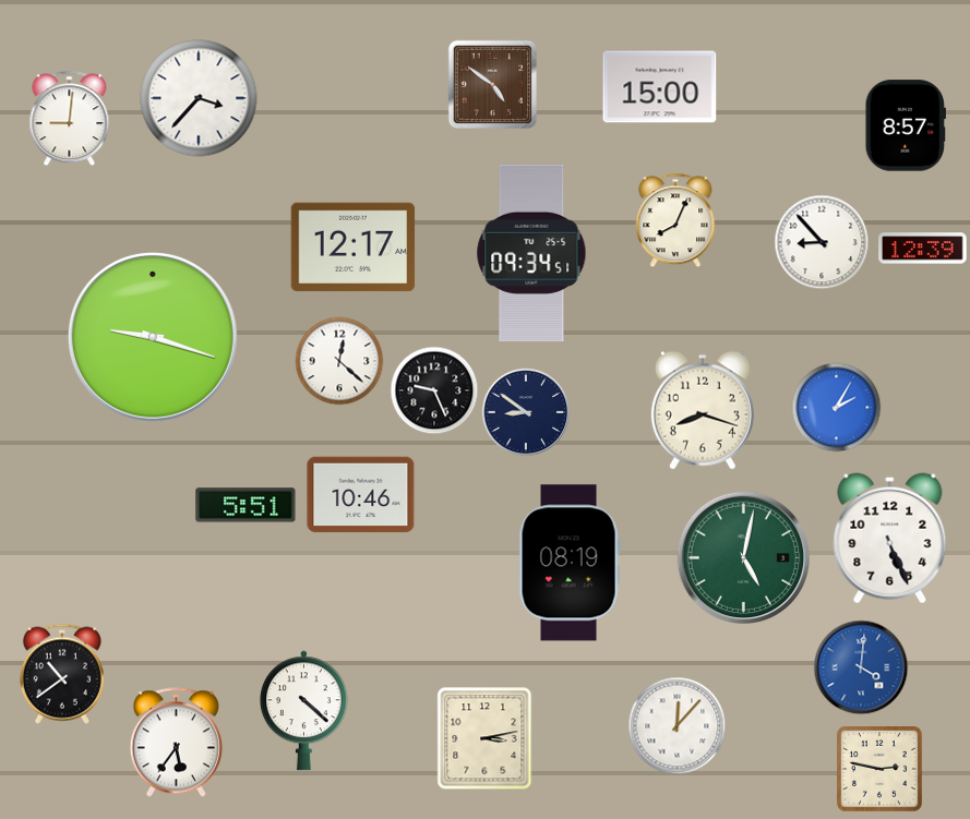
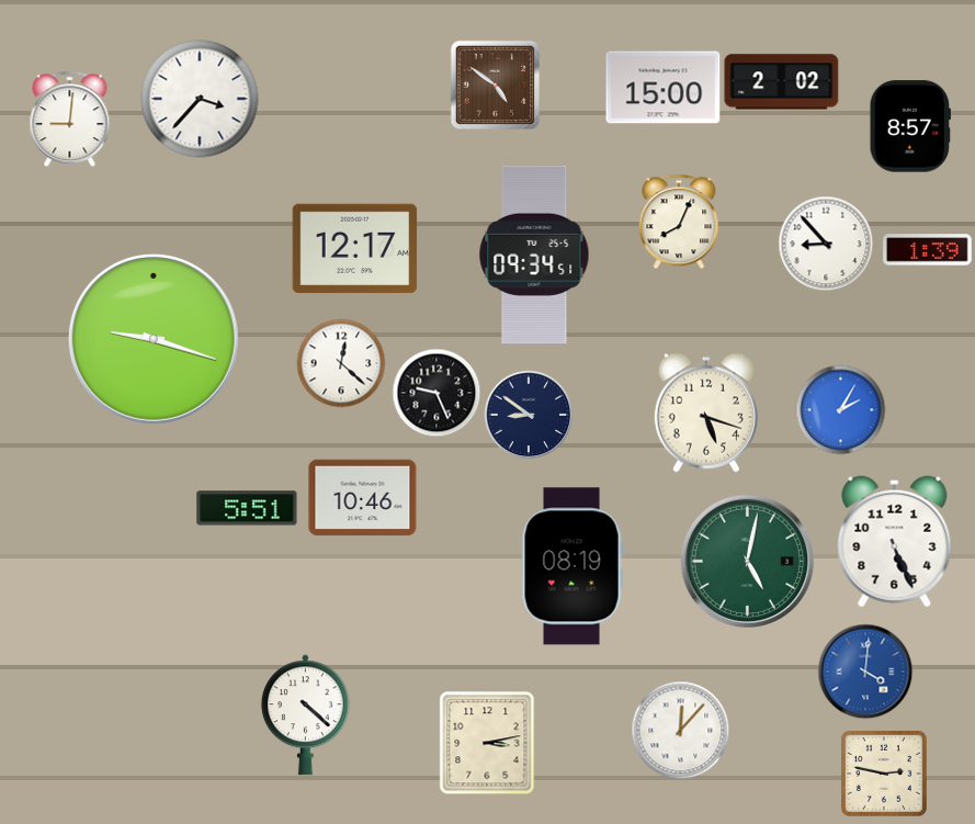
clock at (782, 82): none -> 2:02
clock at (923, 249): 12:39 -> 1:39
clock at (703, 410): 8:18 -> 5:18
clock at (62, 674): 10:39 -> none
clock at (176, 743): 5:36 -> none
